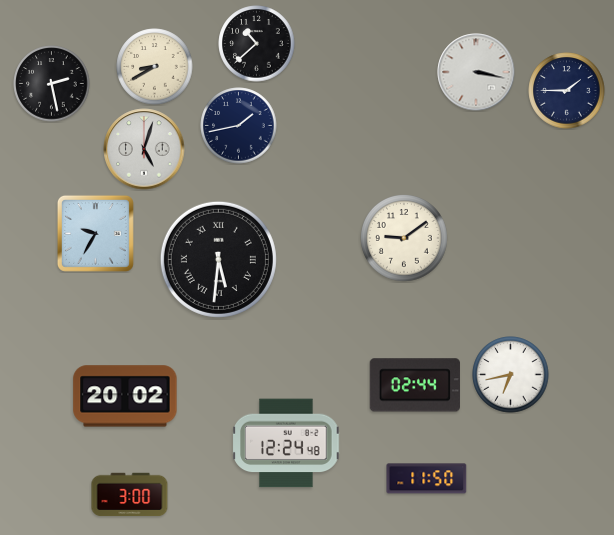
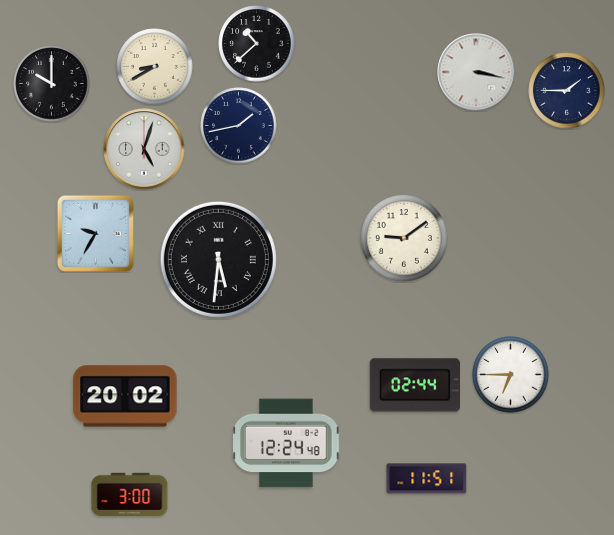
clock at (52, 84): 2:28 -> 10:00
clock at (511, 375): 6:43 -> 6:45
clock at (427, 479): 11:50 -> 11:51
